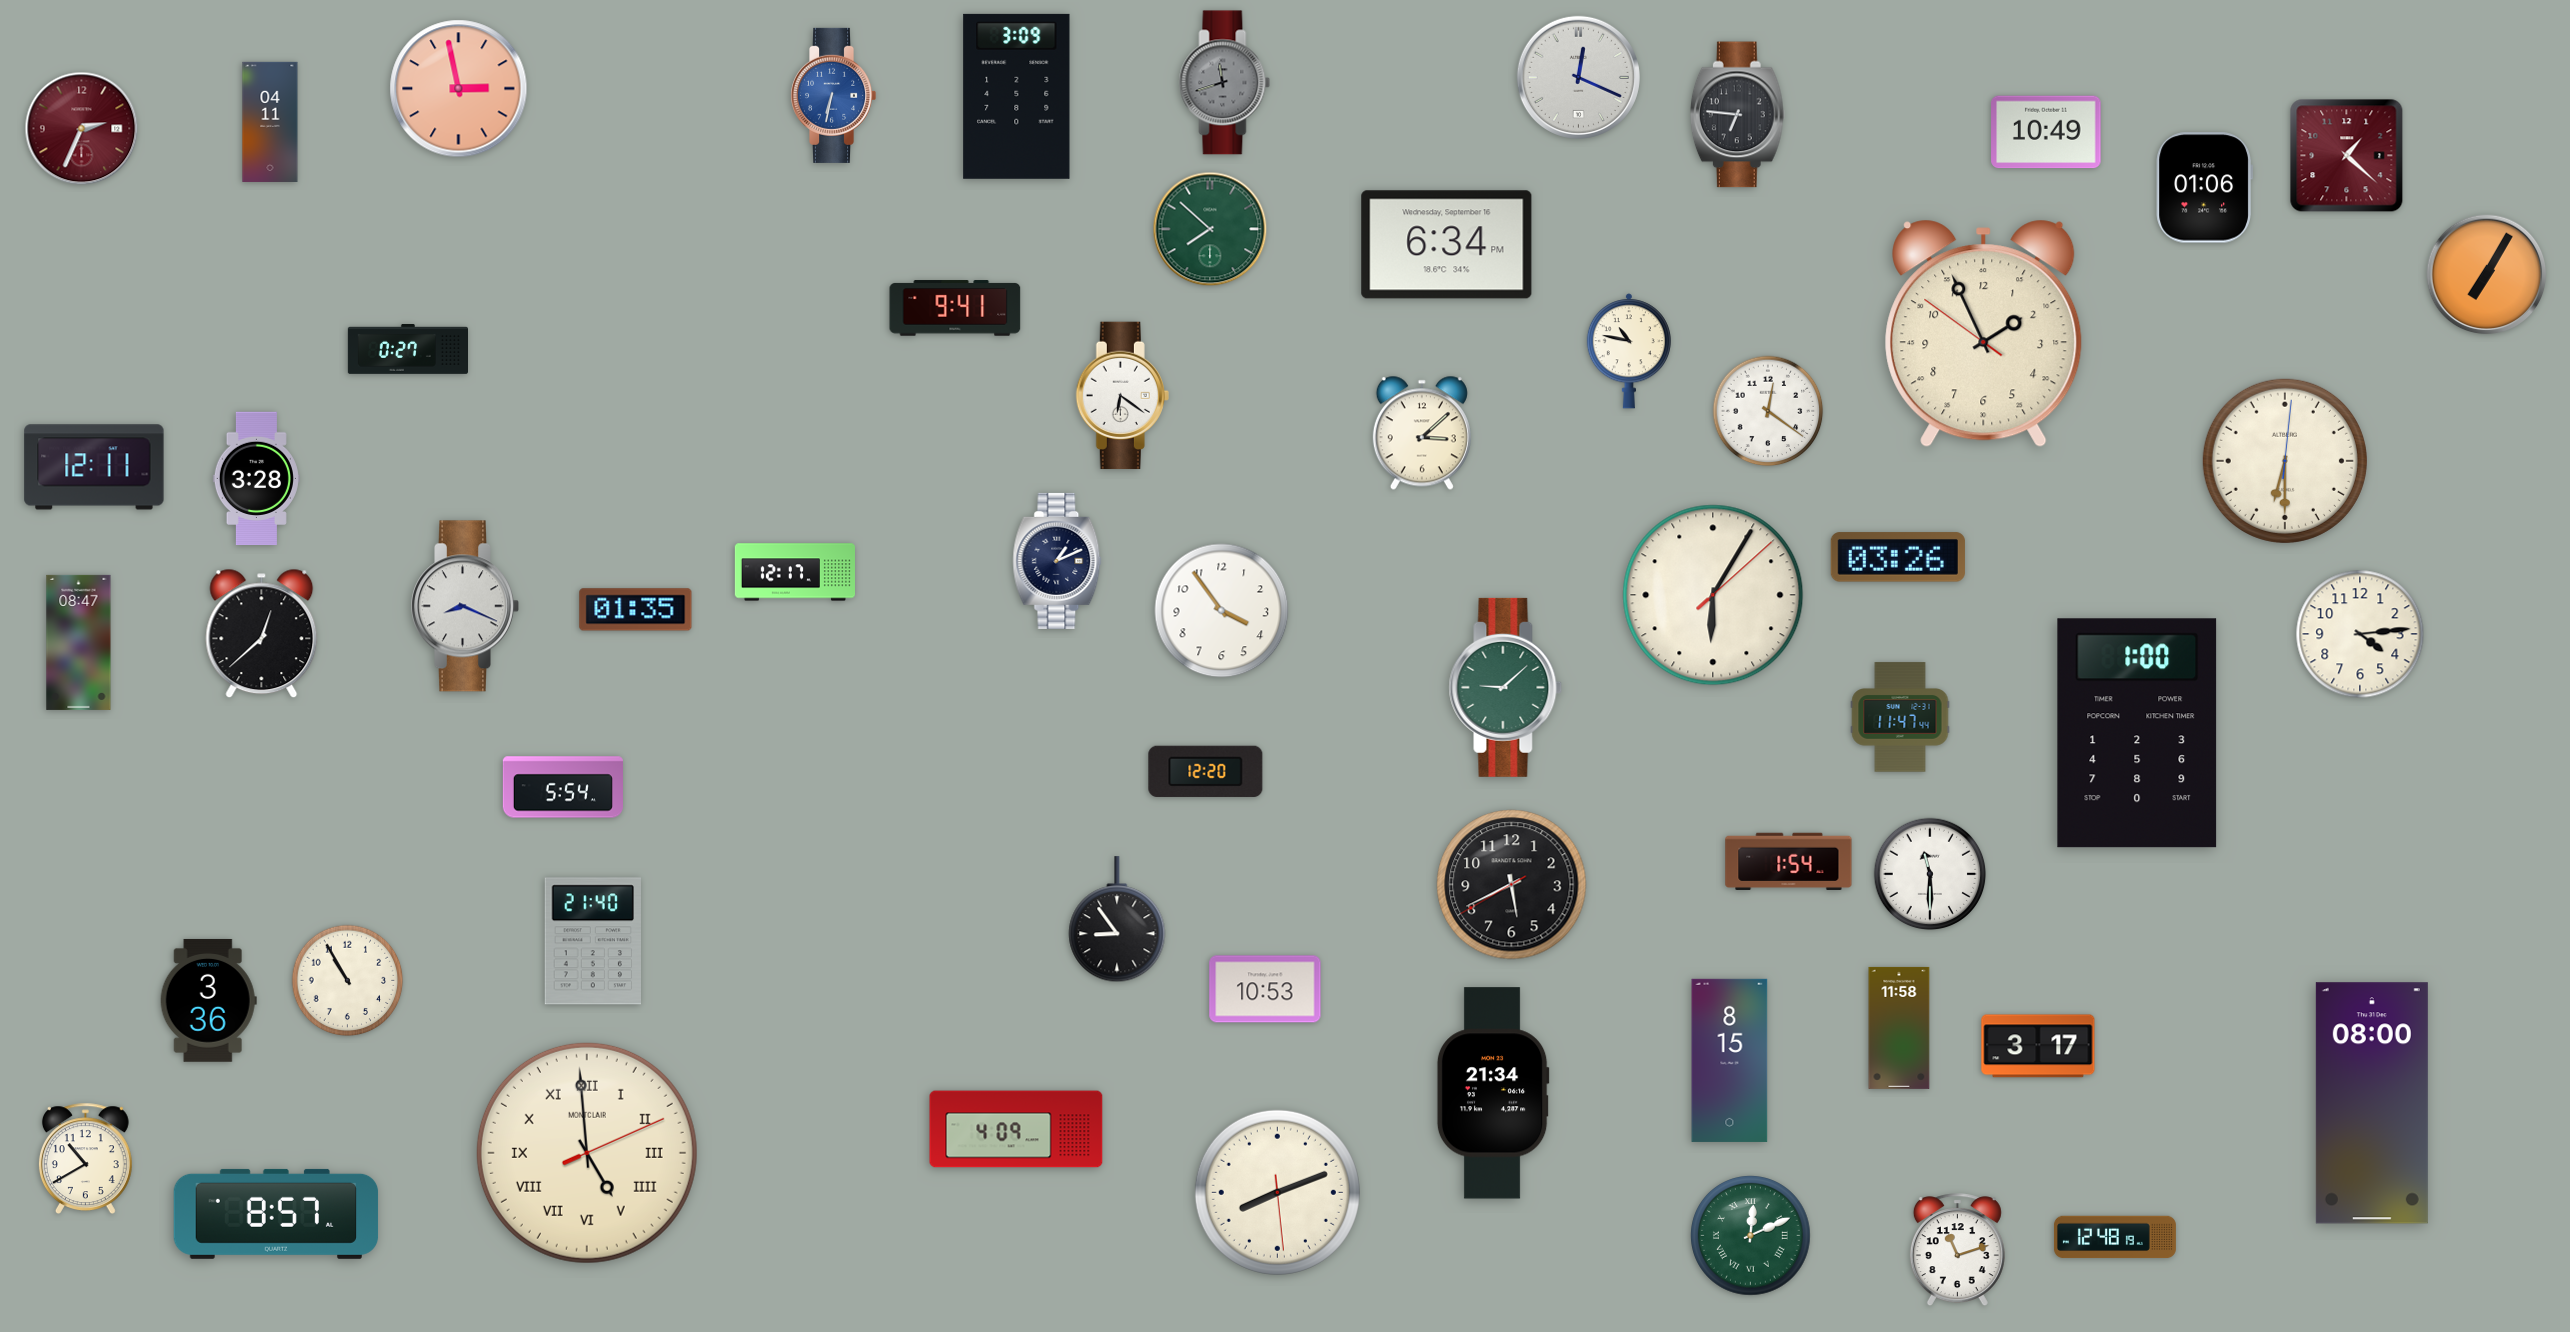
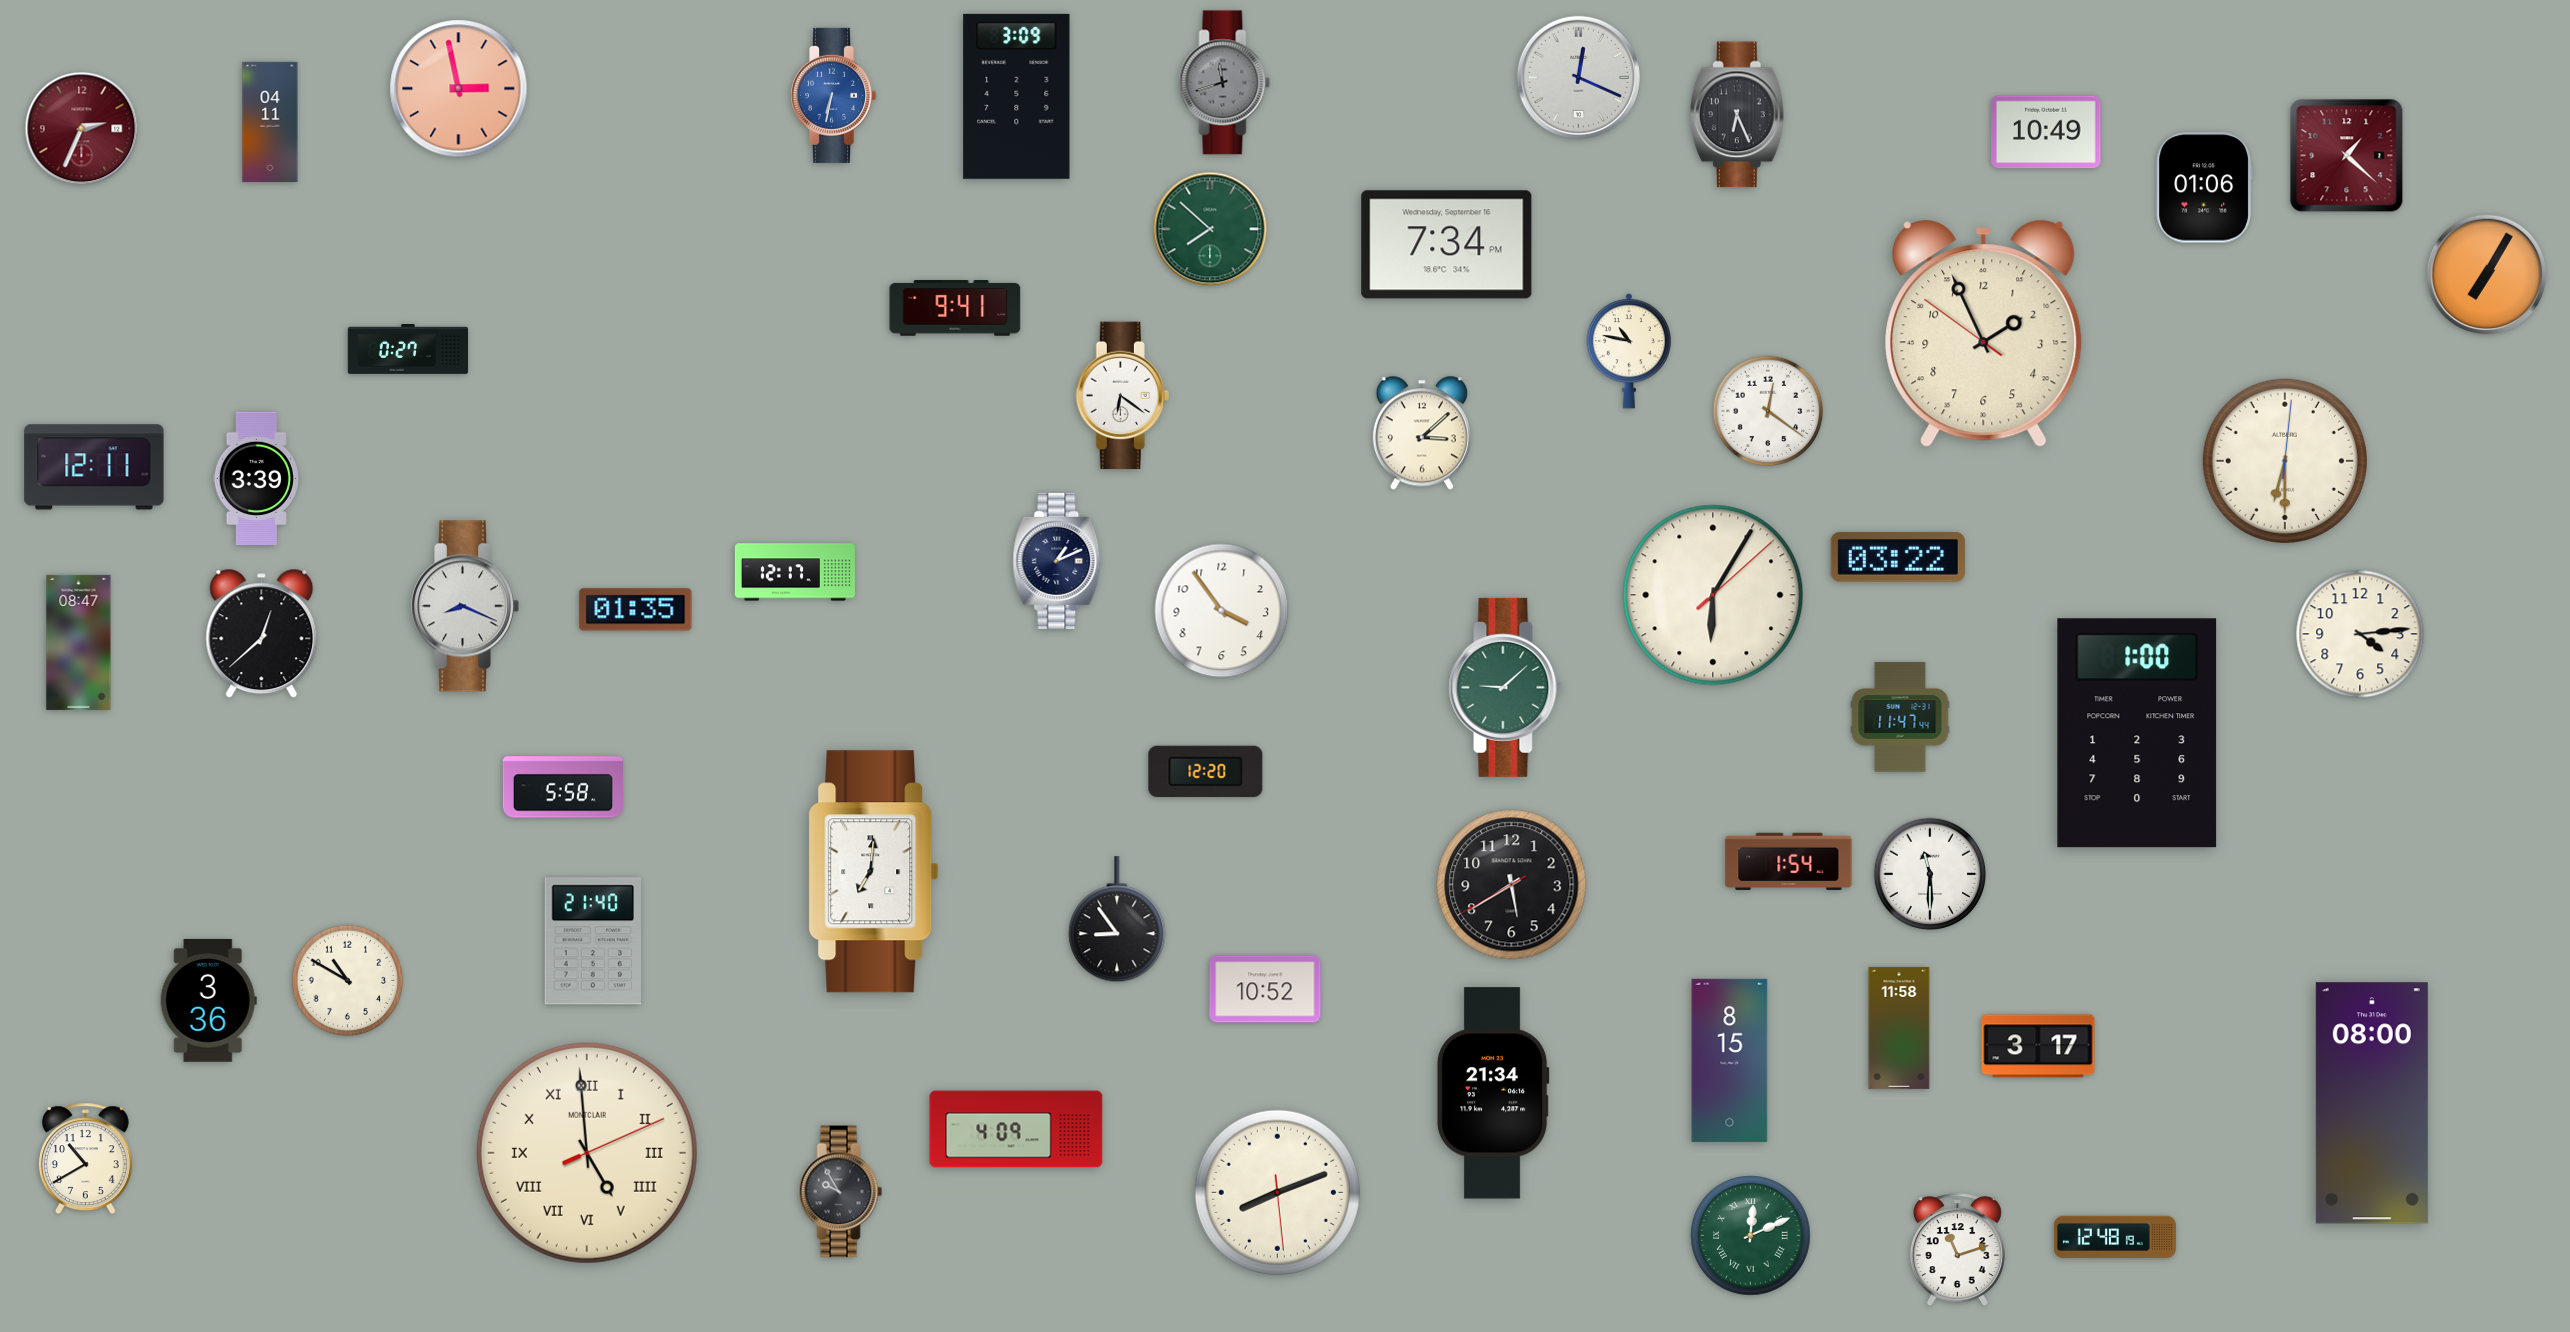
clock at (1737, 115): 6:46 -> 6:26
clock at (1447, 245): 6:34 -> 7:34
clock at (256, 479): 3:28 -> 3:39
clock at (1898, 557): 03:26 -> 03:22
clock at (563, 787): 5:54 -> 5:58
clock at (874, 872): none -> 7:01
clock at (1512, 885): 5:40 -> 5:39
clock at (348, 981): 10:55 -> 10:50
clock at (1265, 989): 10:53 -> 10:52
clock at (841, 1192): none -> 9:55
clock at (276, 1214): 8:57 -> none
